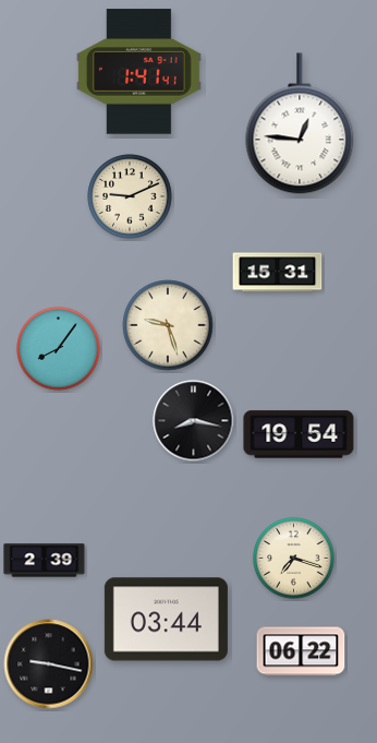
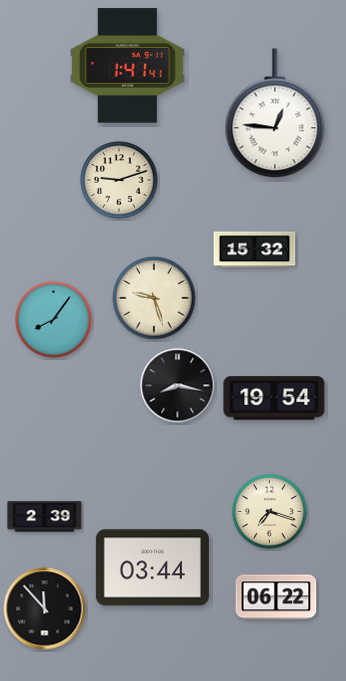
clock at (130, 196): 9:11 -> 9:12
clock at (278, 273): 15:31 -> 15:32
clock at (45, 561) position: (45, 561) -> (45, 517)
clock at (49, 664): 9:17 -> 11:53
